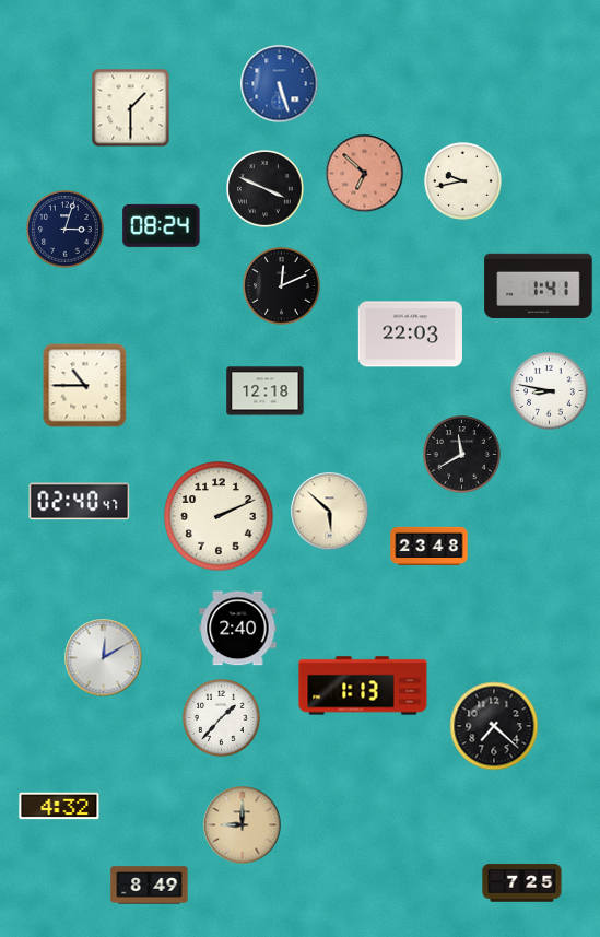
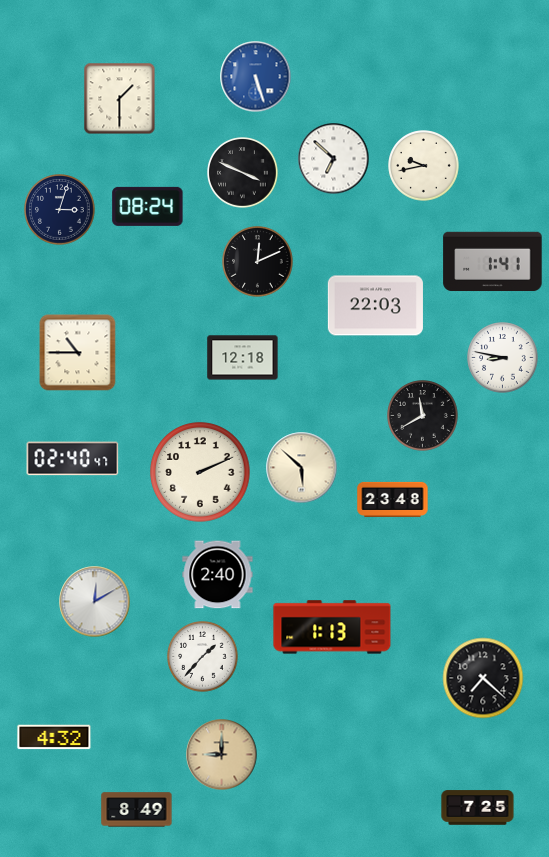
clock at (365, 174) dial: salmon -> white
clock at (494, 726) position: (494, 726) -> (483, 678)
